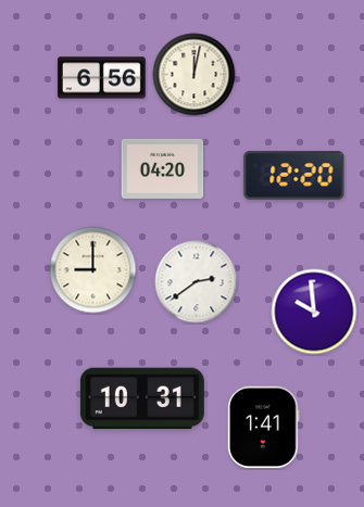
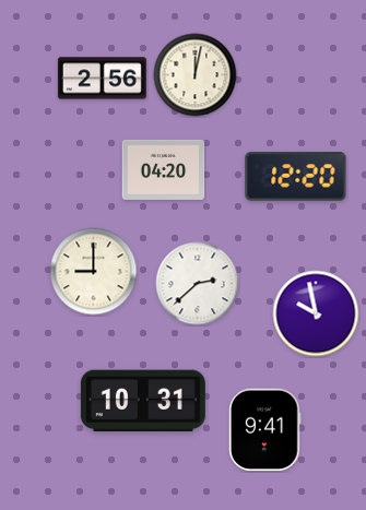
clock at (101, 78): 6:56 -> 2:56
clock at (197, 282): 2:39 -> 2:38
clock at (314, 312): 9:59 -> 9:58
clock at (264, 428): 1:41 -> 9:41
